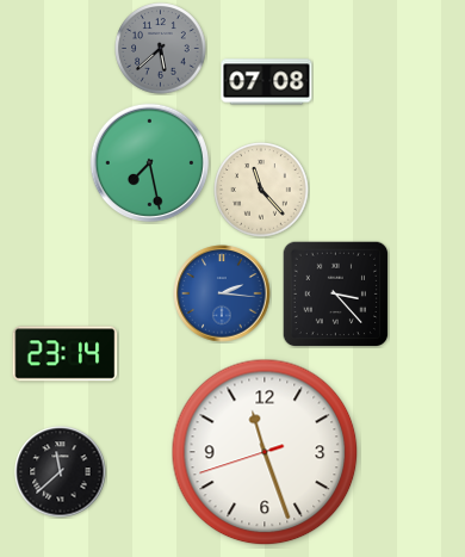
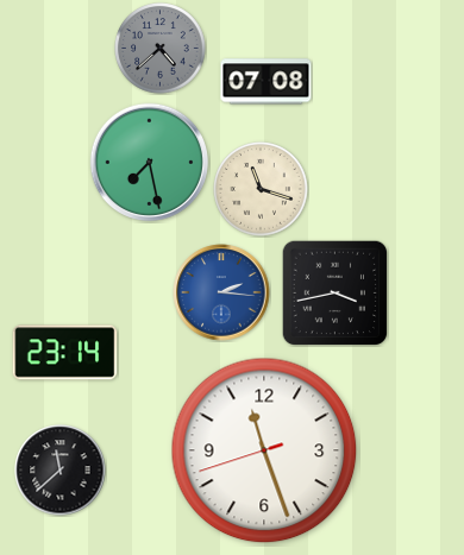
clock at (161, 49): 5:38 -> 4:38
clock at (261, 190): 11:23 -> 11:18
clock at (335, 293): 3:23 -> 3:43
